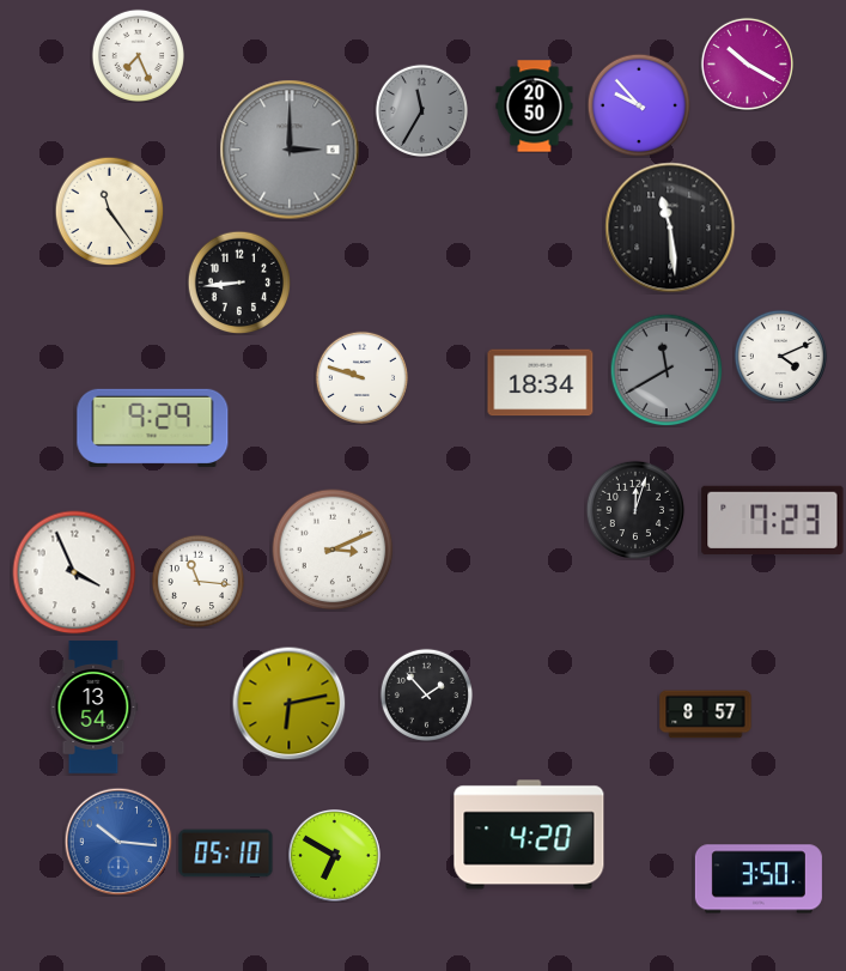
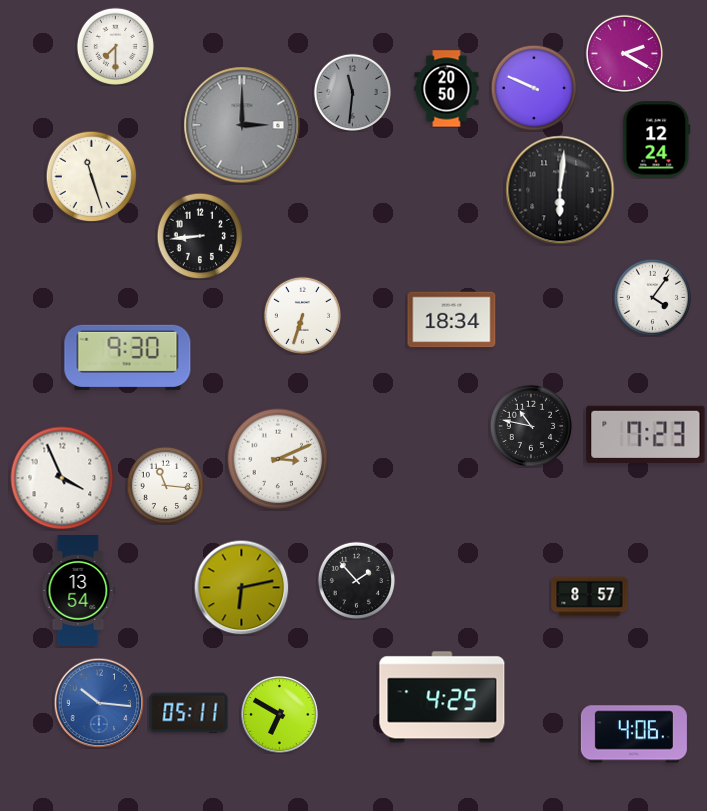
clock at (138, 55): 7:26 -> 7:30
clock at (747, 63): 10:20 -> 2:20
clock at (639, 105): 9:53 -> 9:49
clock at (421, 110): 11:35 -> 11:31
clock at (657, 140): none -> 12:24
clock at (109, 211): 11:24 -> 11:27
clock at (670, 227): 11:29 -> 6:01
clock at (780, 356): 4:11 -> 4:06
clock at (667, 370): 11:40 -> none
clock at (361, 377): 9:48 -> 6:33
clock at (153, 427): 9:29 -> 9:30
clock at (635, 510): 12:03 -> 10:47
clock at (529, 835): 4:20 -> 4:25
clock at (226, 854): 05:10 -> 05:11
clock at (759, 879): 3:50 -> 4:06
